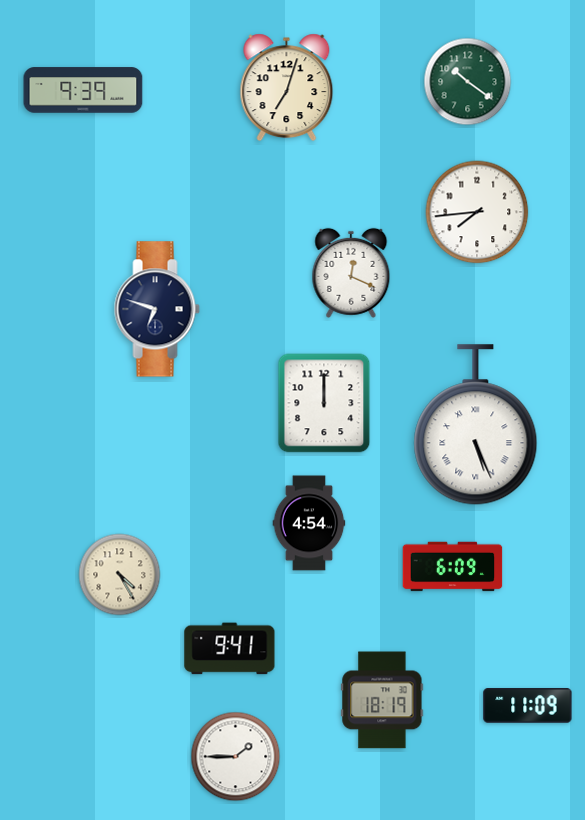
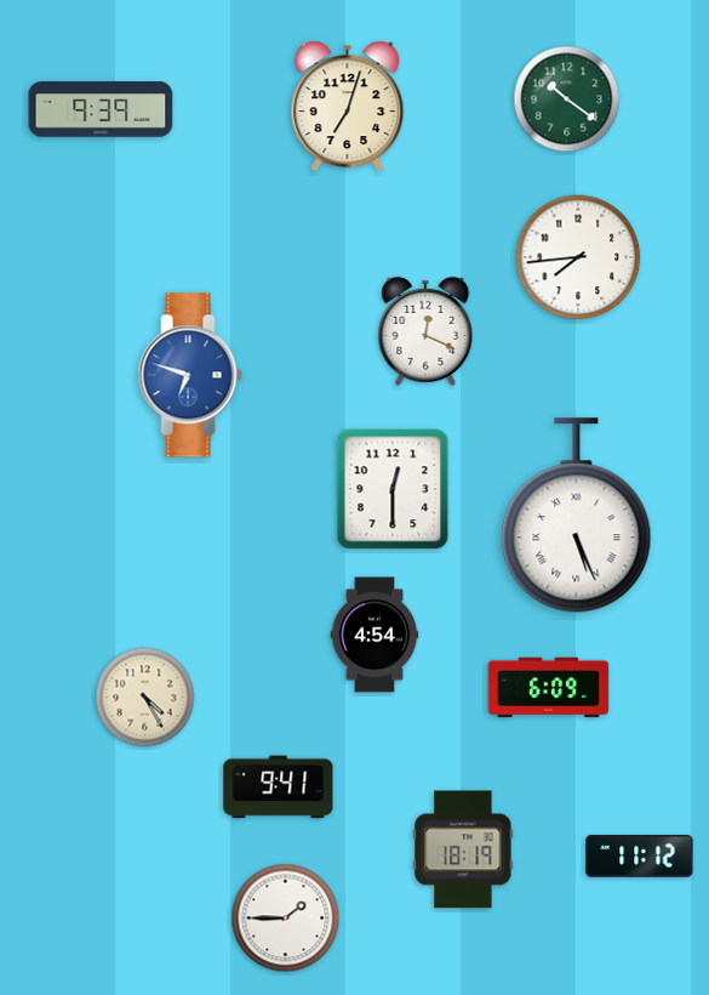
clock at (157, 309) dial: navy -> blue
clock at (324, 403): 12:00 -> 12:30
clock at (528, 706): 11:09 -> 11:12
